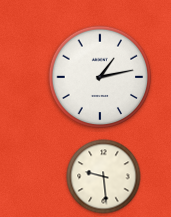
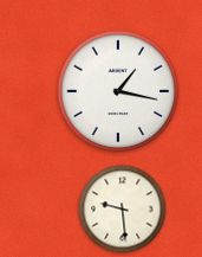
clock at (100, 77): 1:13 -> 1:17
